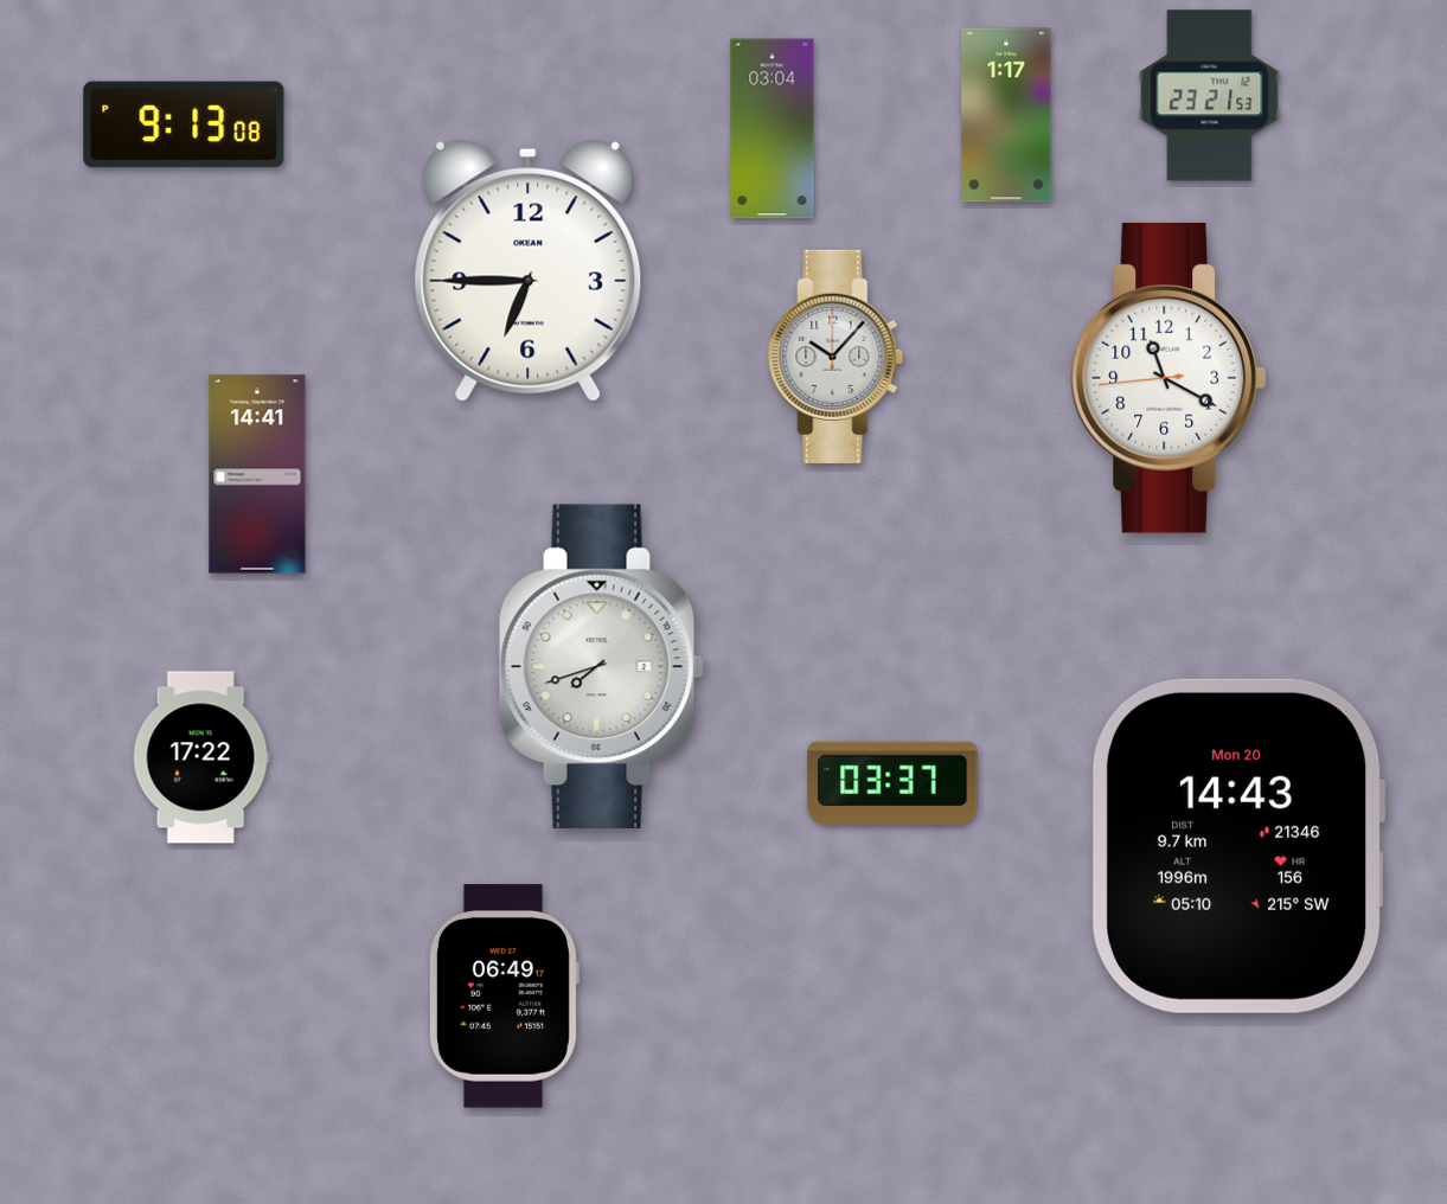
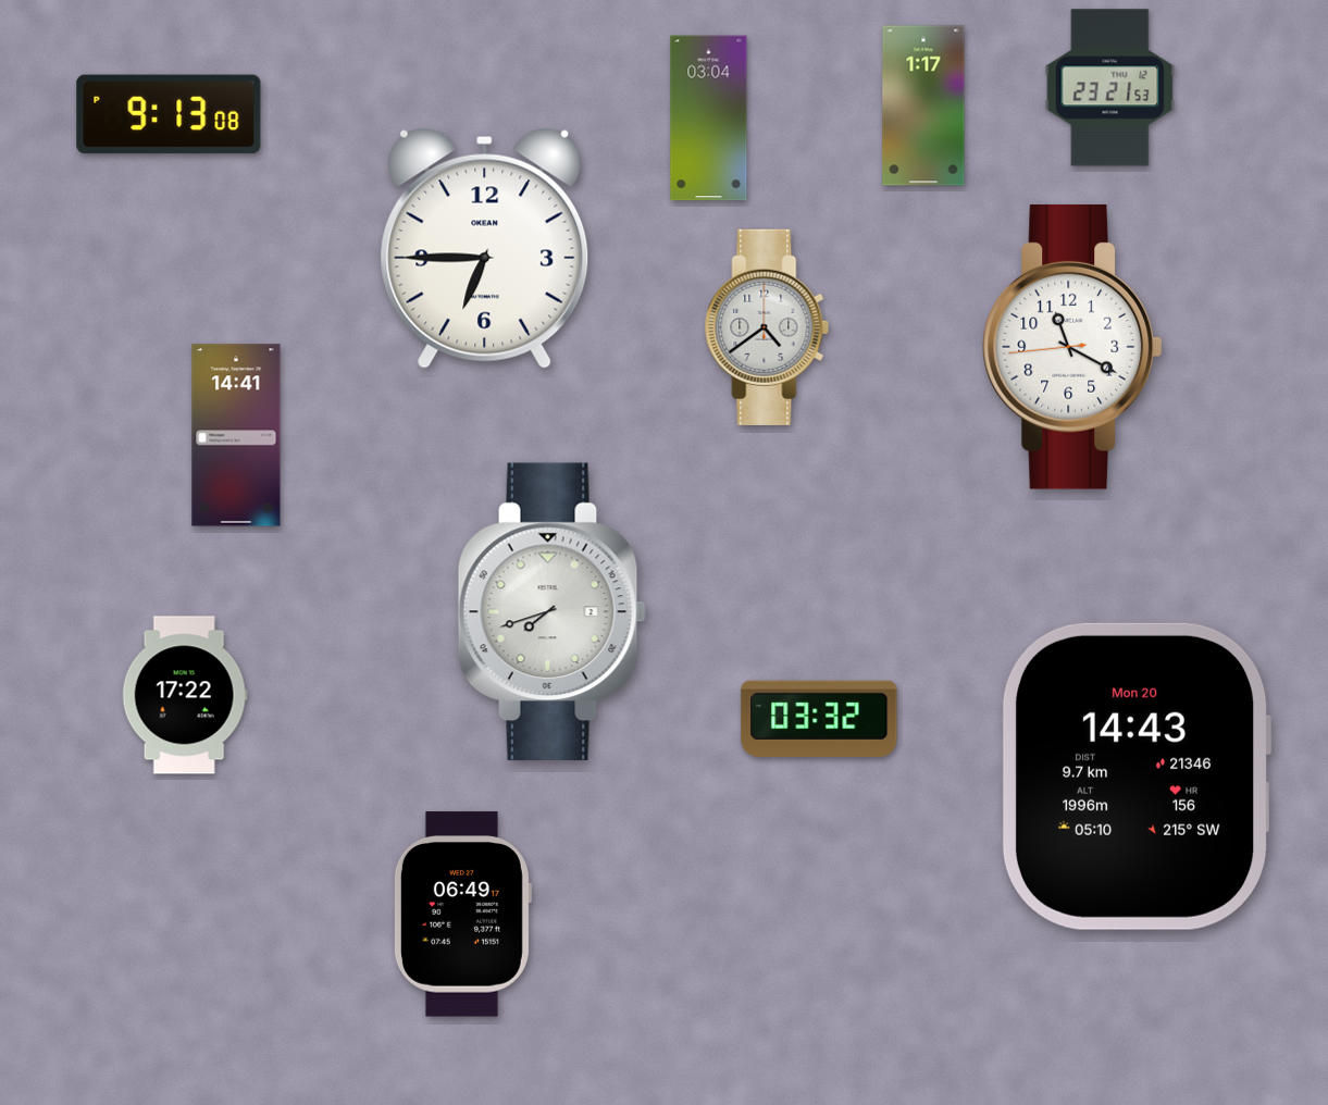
clock at (835, 357): 10:07 -> 4:39
clock at (892, 783): 03:37 -> 03:32
